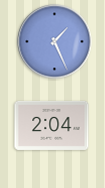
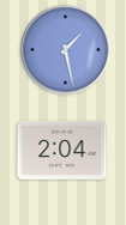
clock at (55, 42): 1:26 -> 1:28
